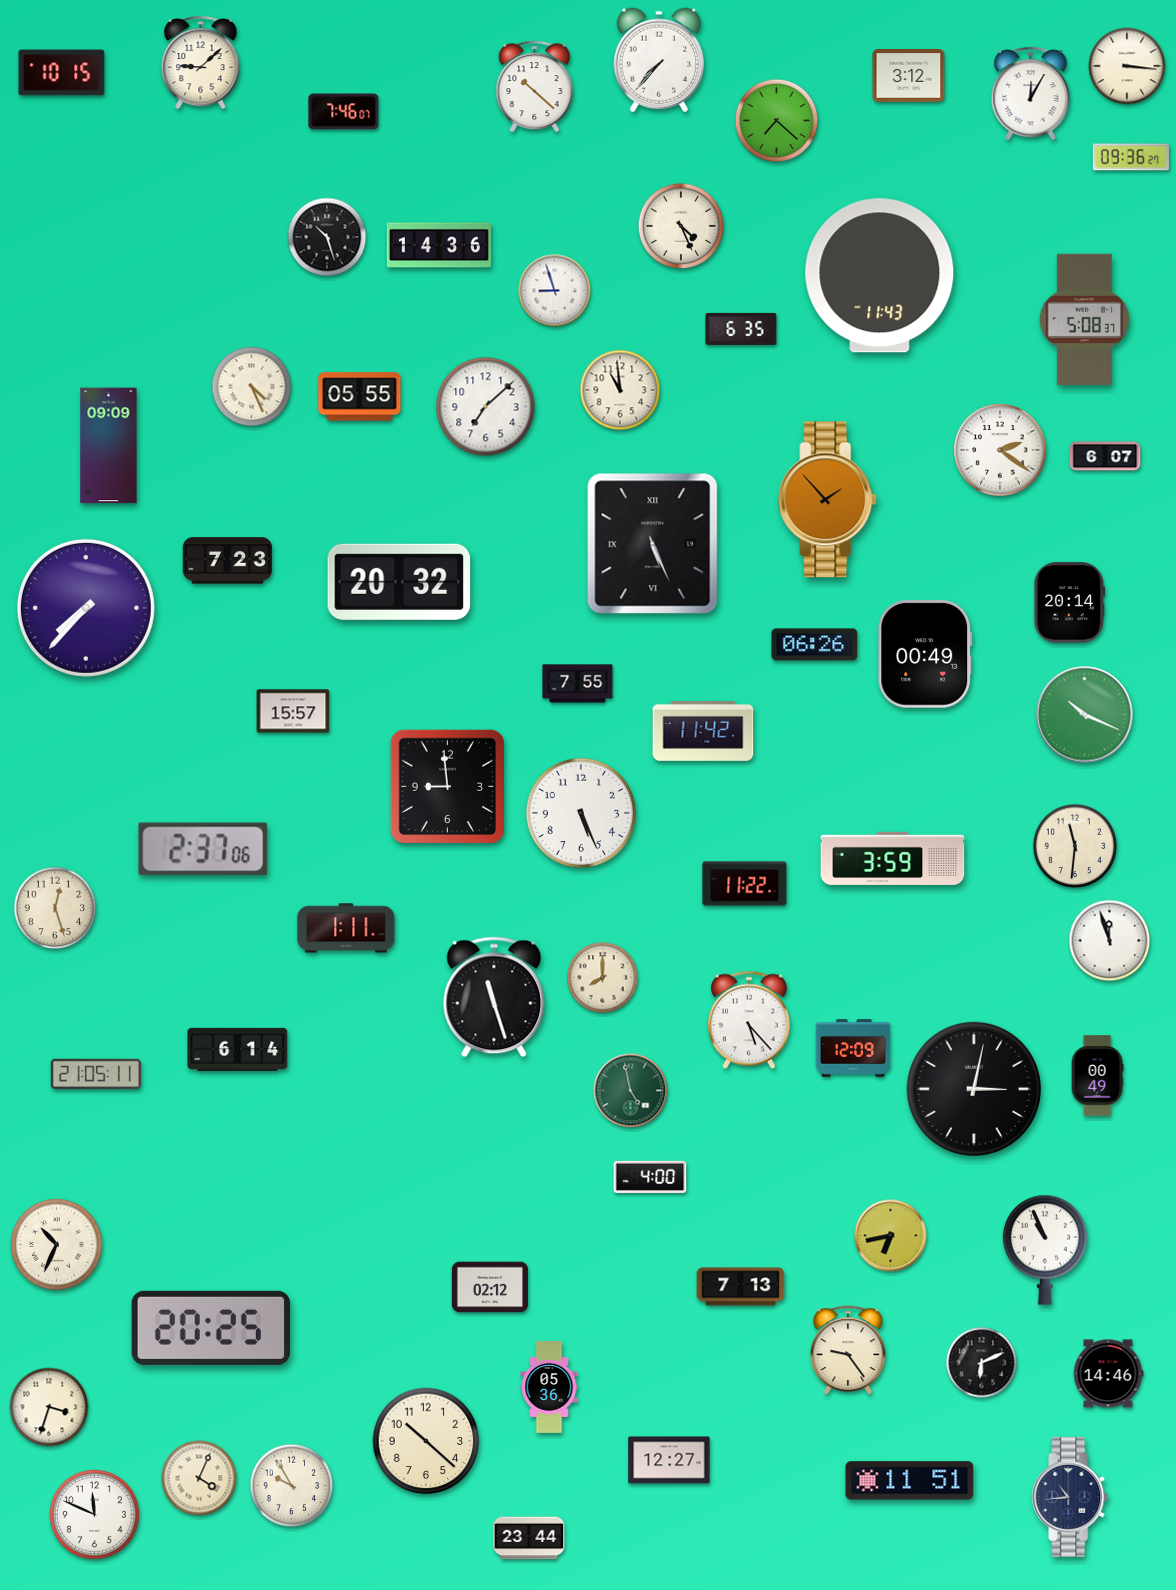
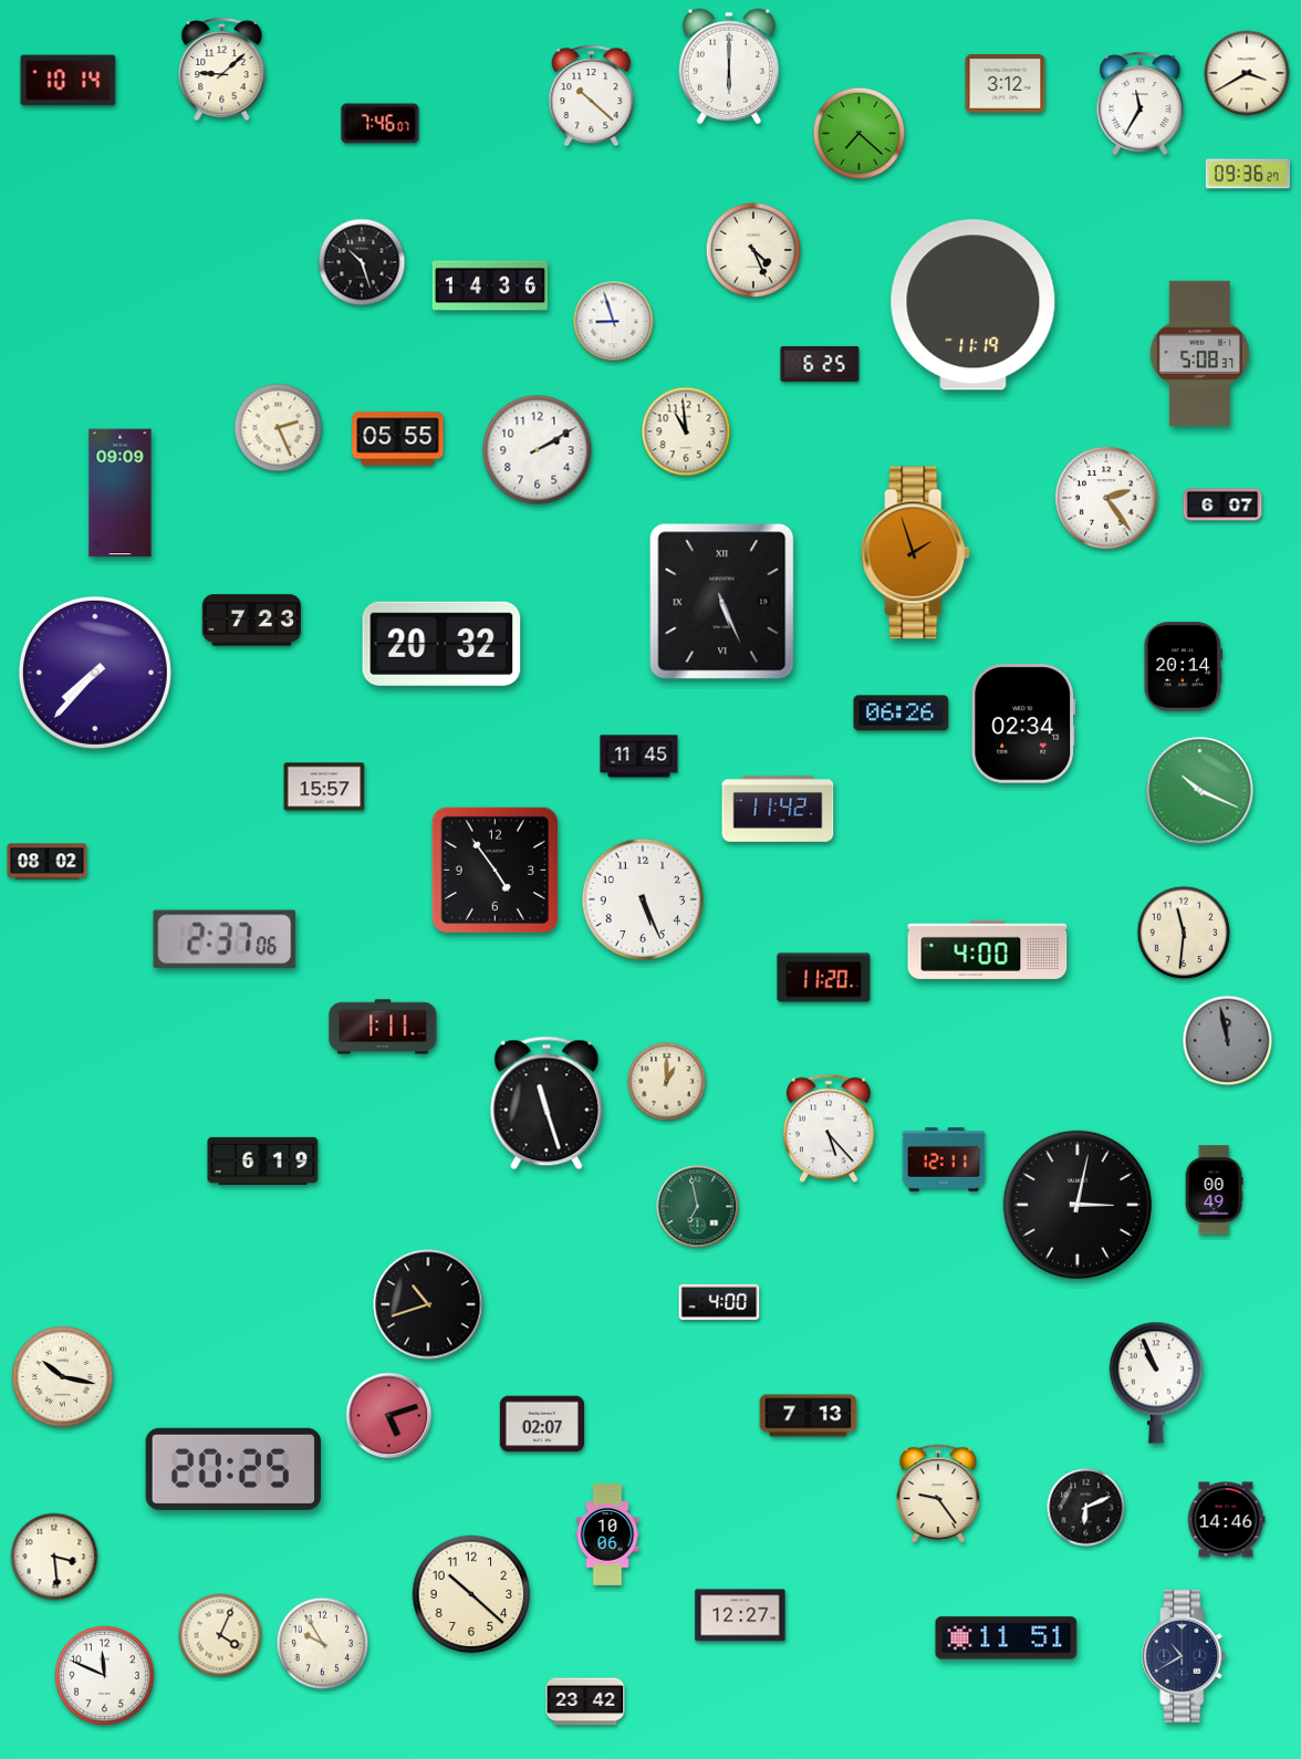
clock at (658, 60): 7:37 -> 6:00
clock at (1127, 66): 3:16 -> 3:40
clock at (62, 73): 10:15 -> 10:14
clock at (1031, 94): 12:05 -> 11:35
clock at (1131, 157) position: (1131, 157) -> (1248, 174)
clock at (439, 245) position: (439, 245) -> (490, 285)
clock at (880, 276): 11:43 -> 11:19
clock at (741, 329): 6:35 -> 6:25
clock at (252, 387): 4:26 -> 2:26
clock at (486, 407): 7:08 -> 2:10
clock at (1000, 450): 2:21 -> 2:24
clock at (828, 500): 1:53 -> 1:57
clock at (925, 654): 00:49 -> 02:34
clock at (578, 684): 7:55 -> 11:45
clock at (48, 862): none -> 08:02
clock at (447, 786): 8:59 -> 4:54
clock at (1075, 846) position: (1075, 846) -> (1184, 933)
clock at (893, 858): 3:59 -> 4:00
clock at (745, 884): 11:22 -> 11:20
clock at (55, 908): 12:27 -> none
clock at (1110, 941): 11:57 -> 11:58
clock at (1110, 941) dial: white -> grey
clock at (603, 978): 8:00 -> 1:00
clock at (853, 1048): 12:09 -> 12:11
clock at (238, 1049): 6:14 -> 6:19
clock at (96, 1074): 21:05 -> none
clock at (631, 1091): 4:58 -> 6:58
clock at (428, 1304): none -> 10:42
clock at (891, 1236): 6:43 -> none
clock at (57, 1245): 10:34 -> 10:17
clock at (389, 1416): none -> 5:12
clock at (489, 1287): 02:12 -> 02:07
clock at (741, 1287) position: (741, 1287) -> (809, 1416)
clock at (549, 1388): 05:36 -> 10:06
clock at (49, 1407): 3:33 -> 3:29
clock at (1070, 1497): 10:44 -> 10:40
clock at (529, 1538): 23:44 -> 23:42
